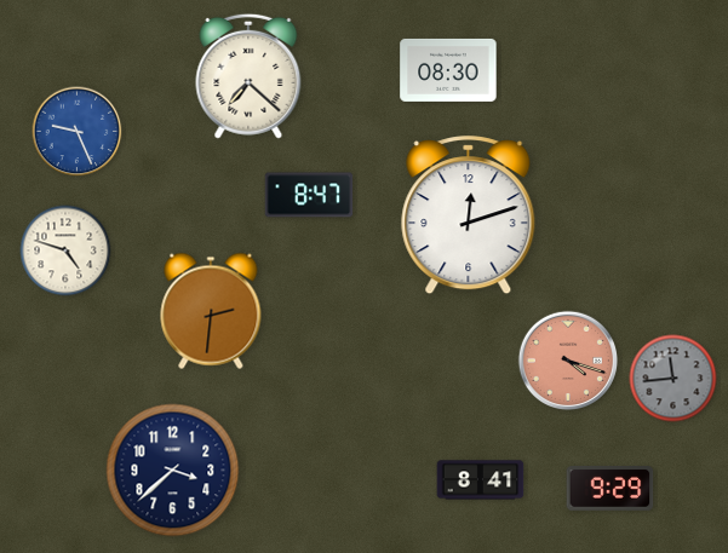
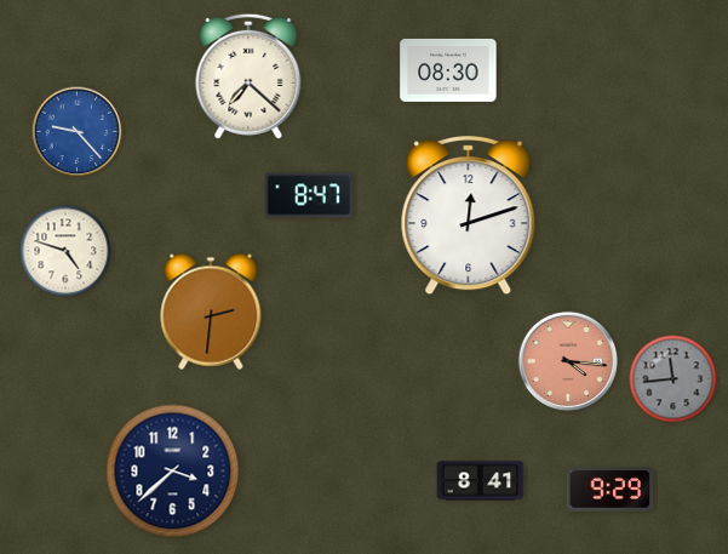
clock at (78, 132): 9:26 -> 9:23
clock at (567, 359): 4:18 -> 4:16
